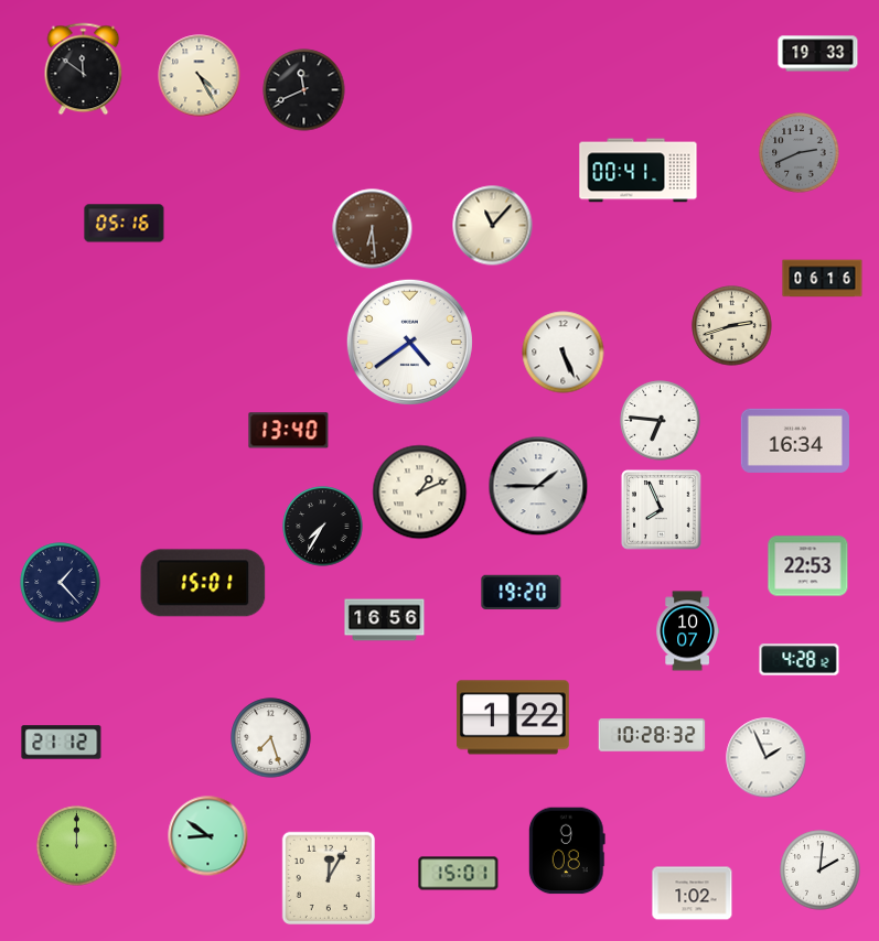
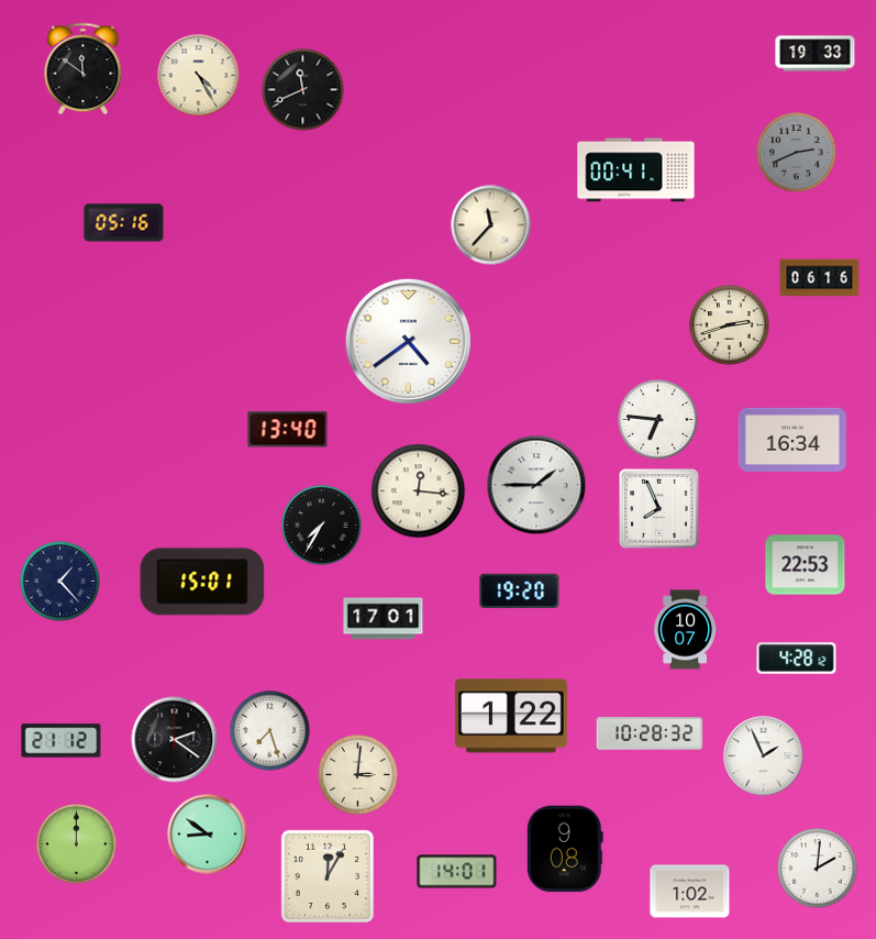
clock at (493, 226): 11:07 -> 11:37
clock at (373, 229): 6:29 -> none
clock at (564, 353): 5:26 -> none
clock at (420, 493): 1:11 -> 12:16
clock at (385, 620): 16:56 -> 17:01
clock at (271, 738) position: (271, 738) -> (270, 731)
clock at (175, 740): none -> 2:21
clock at (358, 775): none -> 3:01
clock at (459, 874): 15:01 -> 14:01
